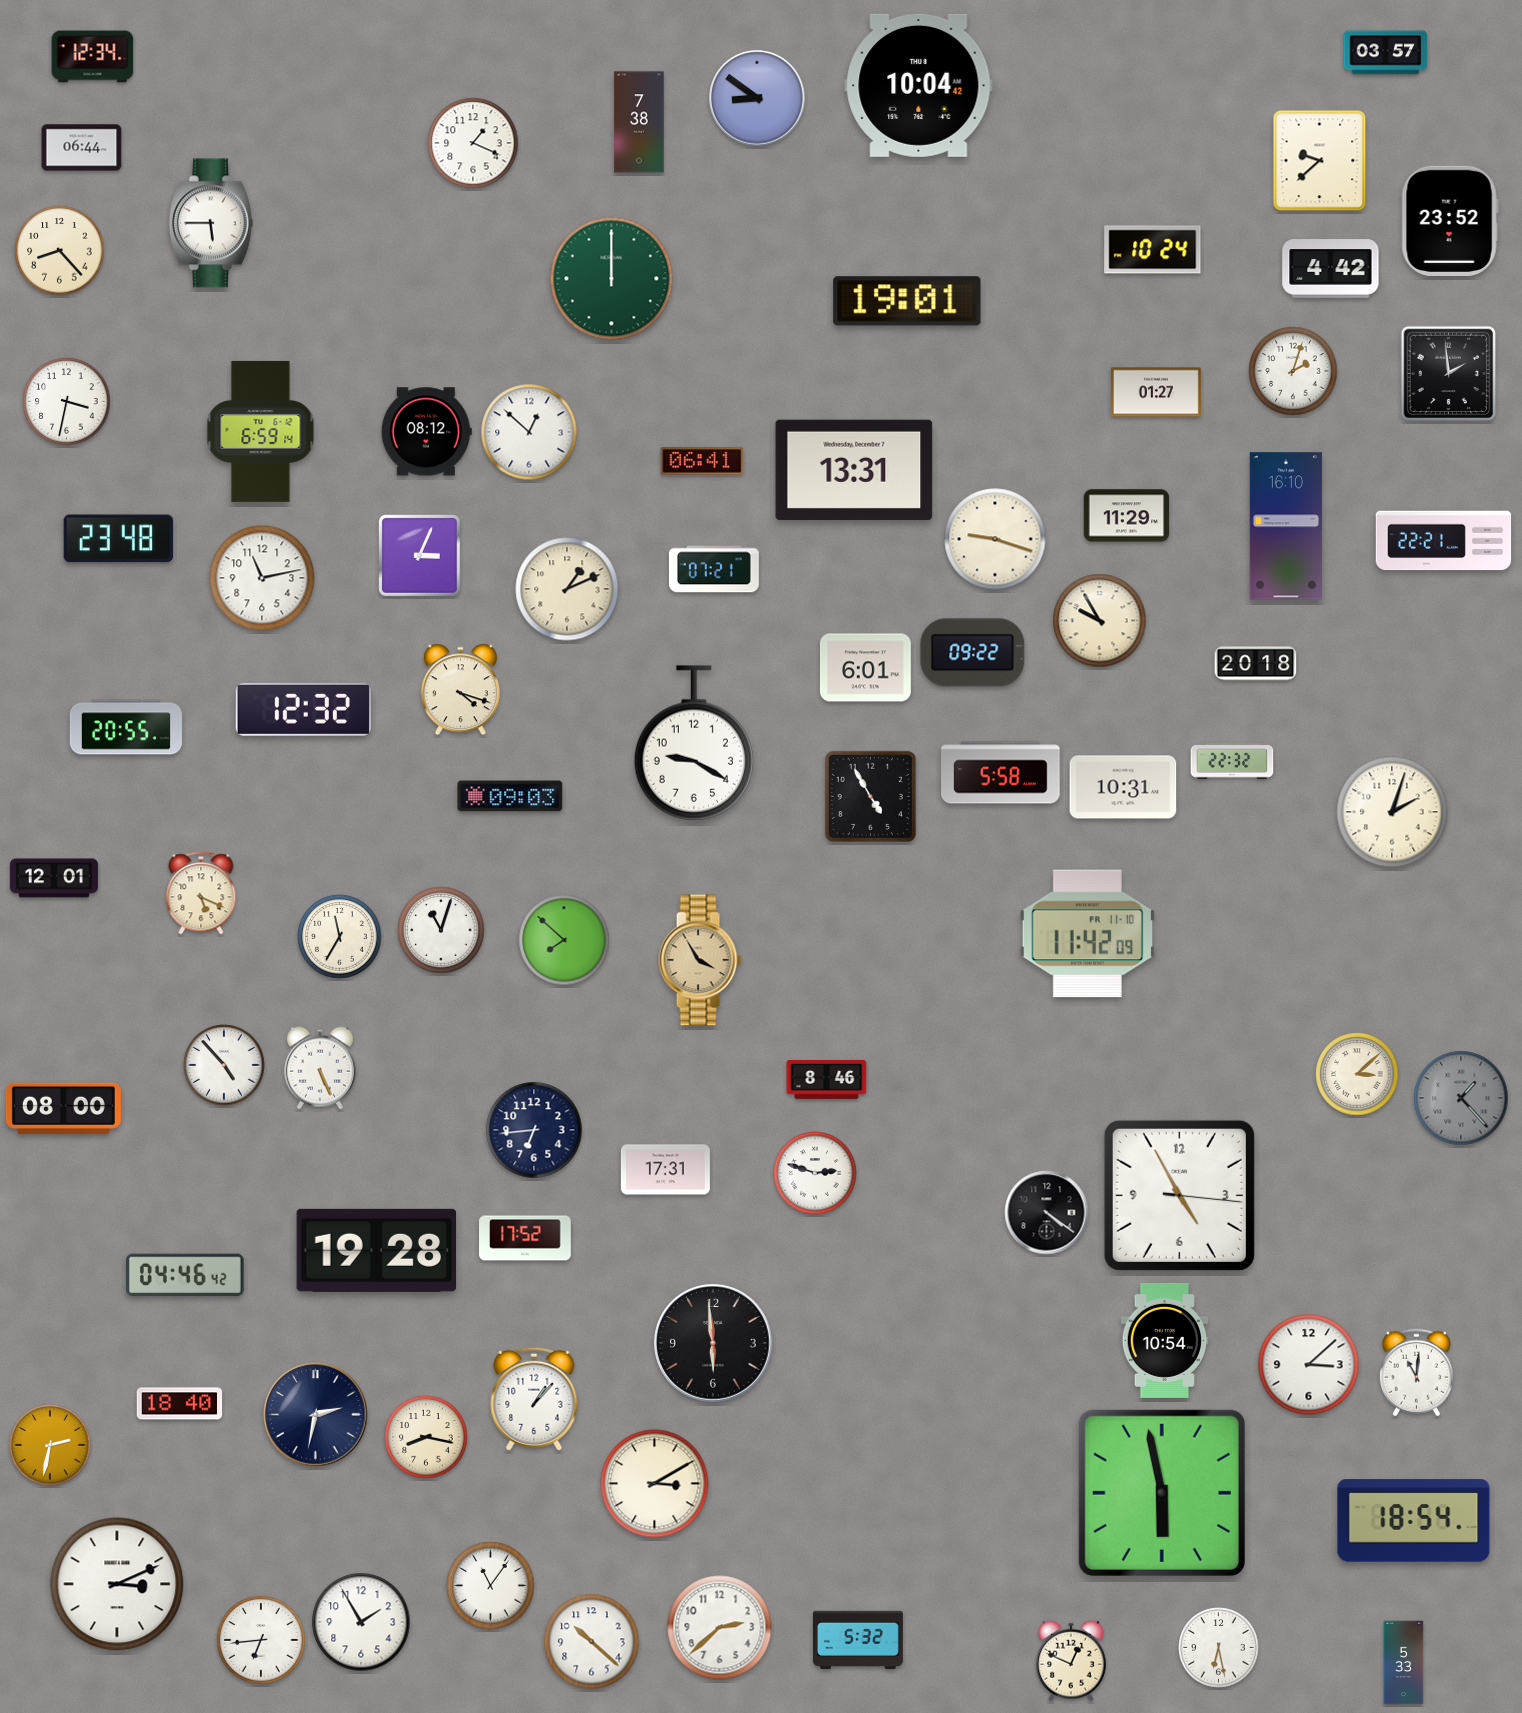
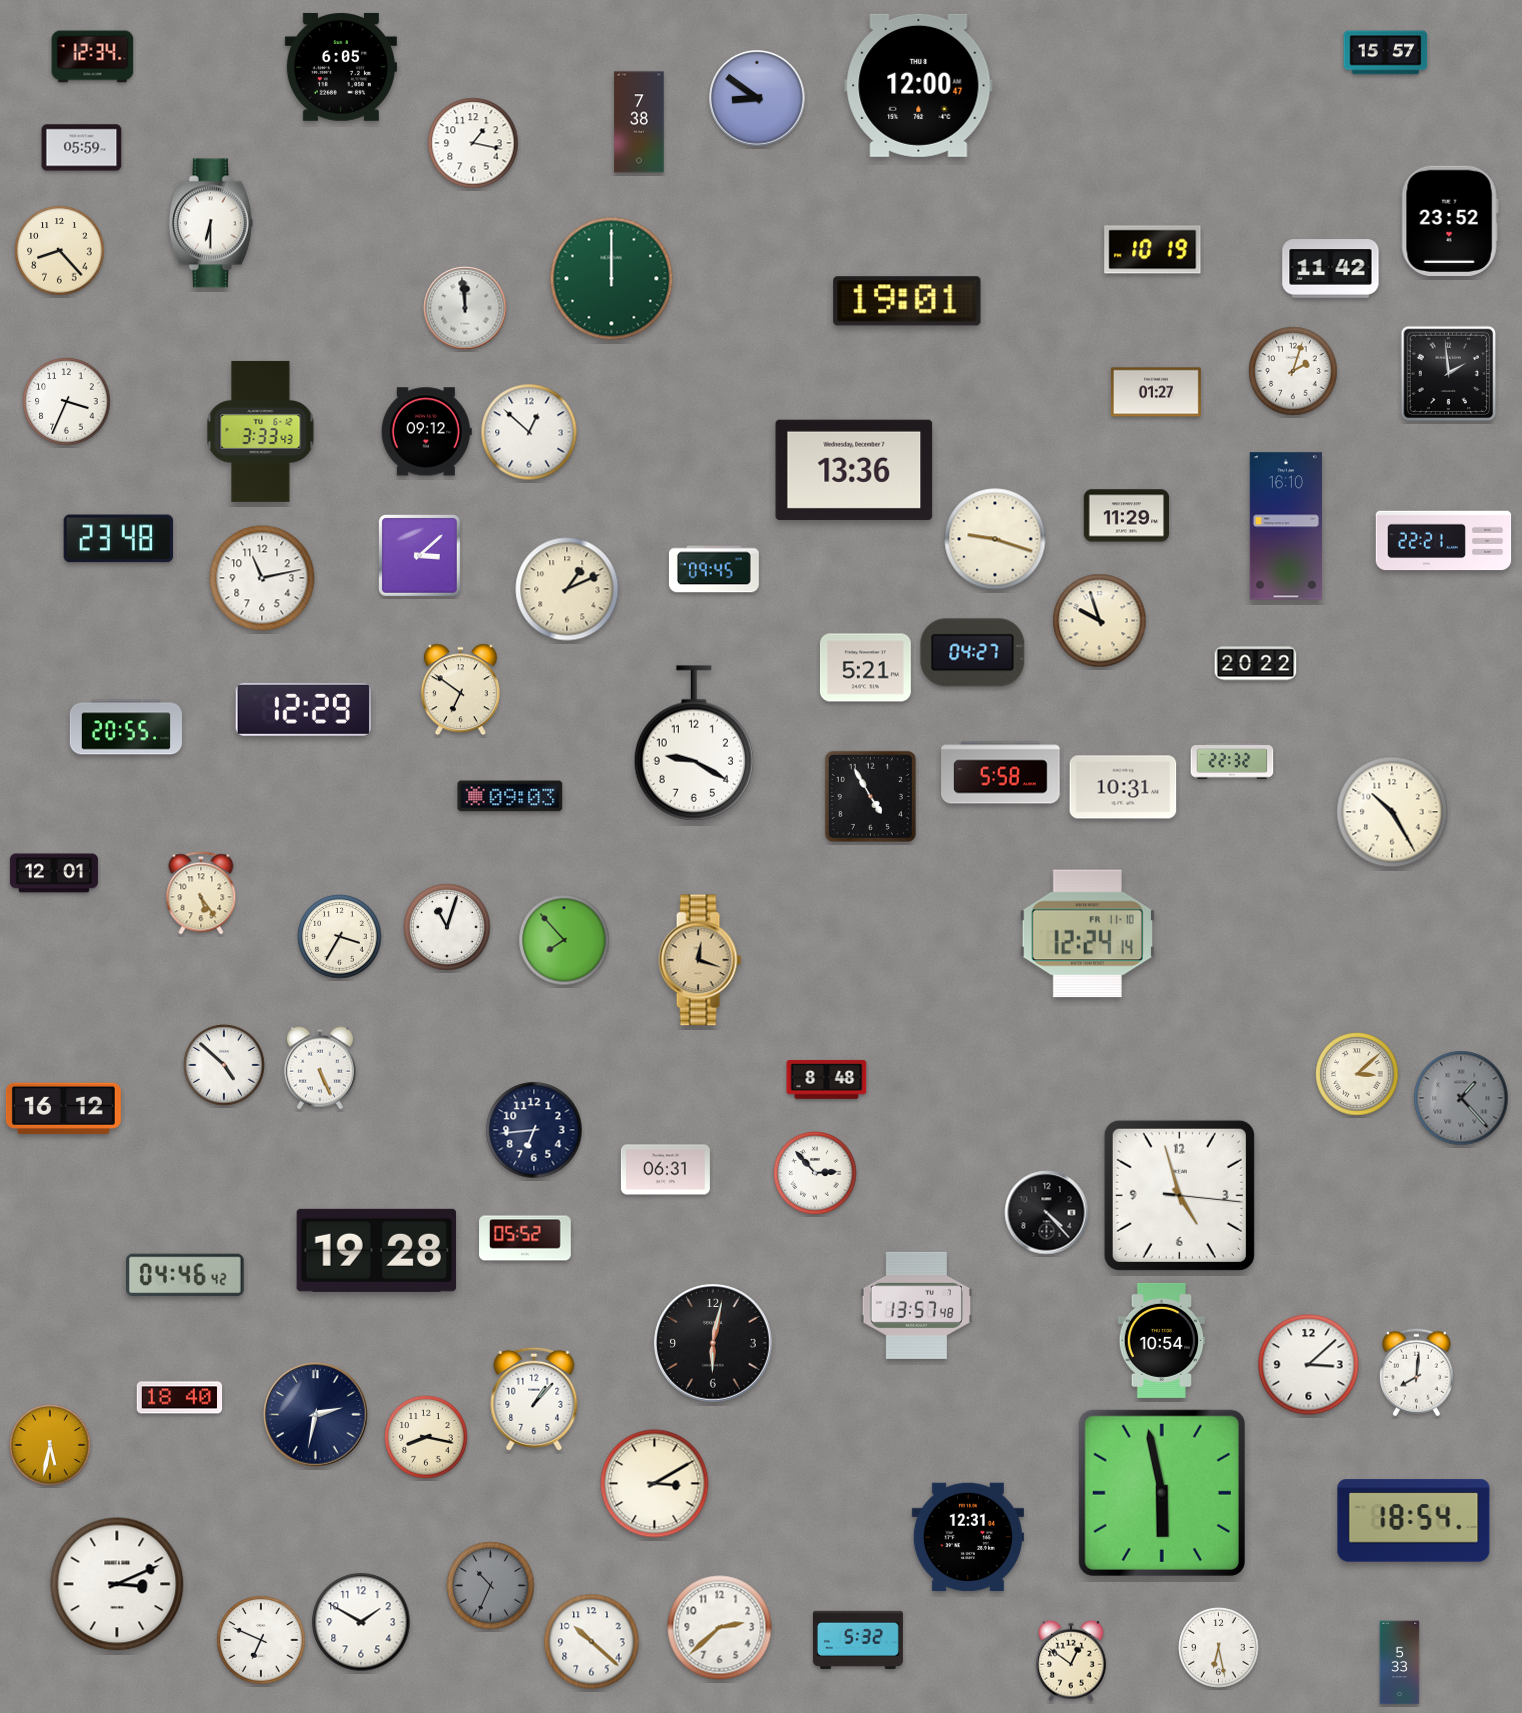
clock at (1386, 53): 03:57 -> 15:57
clock at (341, 67): none -> 6:05
clock at (919, 85): 10:04 -> 12:00
clock at (473, 143): 1:19 -> 1:17
clock at (82, 148): 06:44 -> 05:59
clock at (1320, 161): 9:38 -> none
clock at (211, 223): 5:45 -> 6:30
clock at (1153, 250): 10:24 -> 10:19
clock at (1331, 269): 4:42 -> 11:42
clock at (465, 308): none -> 11:59
clock at (67, 402): 3:32 -> 3:34
clock at (261, 431): 6:59 -> 3:33
clock at (426, 432): 08:12 -> 09:12
clock at (702, 461): 06:41 -> none
clock at (854, 470): 13:31 -> 13:36
clock at (420, 556): 3:04 -> 3:08
clock at (714, 569): 07:21 -> 09:45
clock at (1100, 621): 9:55 -> 9:57
clock at (973, 653): 09:22 -> 04:27
clock at (1256, 664): 20:18 -> 20:22
clock at (865, 668): 6:01 -> 5:21
clock at (460, 690): 4:18 -> 6:51
clock at (303, 709): 12:32 -> 12:29
clock at (1392, 812): 2:03 -> 10:25
clock at (54, 878) position: (54, 878) -> (54, 873)
clock at (201, 893): 5:19 -> 5:24
clock at (441, 930) position: (441, 930) -> (447, 927)
clock at (1087, 934): 11:42 -> 12:24
clock at (340, 937): 11:35 -> 3:35
clock at (564, 940): 7:52 -> 7:53
clock at (700, 960): 3:55 -> 12:18
clock at (224, 1065): 4:53 -> 4:52
clock at (827, 1079): 8:46 -> 8:48
clock at (63, 1108): 08:00 -> 16:12
clock at (665, 1170): 17:31 -> 06:31
clock at (815, 1173): 2:48 -> 2:53
clock at (1179, 1195): 4:55 -> 4:57
clock at (1047, 1213): 4:21 -> 4:23
clock at (525, 1238): 17:52 -> 05:52
clock at (916, 1305): none -> 13:57
clock at (1165, 1340) position: (1165, 1340) -> (1162, 1340)
clock at (713, 1343): 5:59 -> 6:02
clock at (1416, 1373): 11:01 -> 8:01
clock at (180, 1404) position: (180, 1404) -> (180, 1398)
clock at (50, 1445): 2:32 -> 5:32
clock at (968, 1537): none -> 12:31
clock at (491, 1586): 11:06 -> 10:34
clock at (491, 1586) dial: white -> grey
clock at (361, 1622): 1:55 -> 1:50
clock at (261, 1640): 6:44 -> 6:49
clock at (1071, 1661): 12:49 -> 12:51
clock at (1404, 1663) position: (1404, 1663) -> (1400, 1663)
